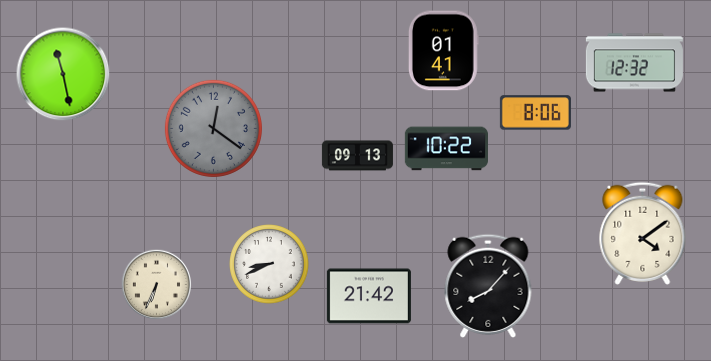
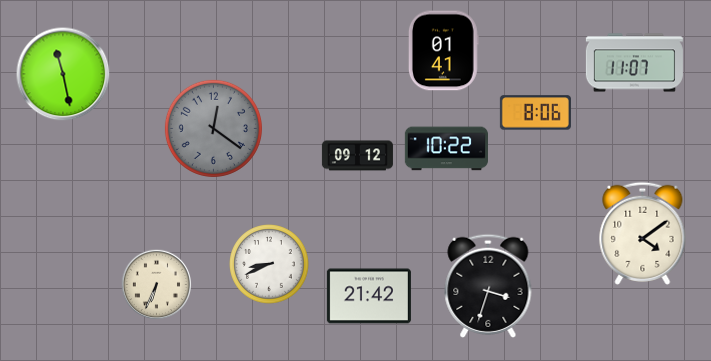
clock at (634, 63): 12:32 -> 11:07
clock at (357, 156): 09:13 -> 09:12
clock at (488, 286): 8:07 -> 3:33
